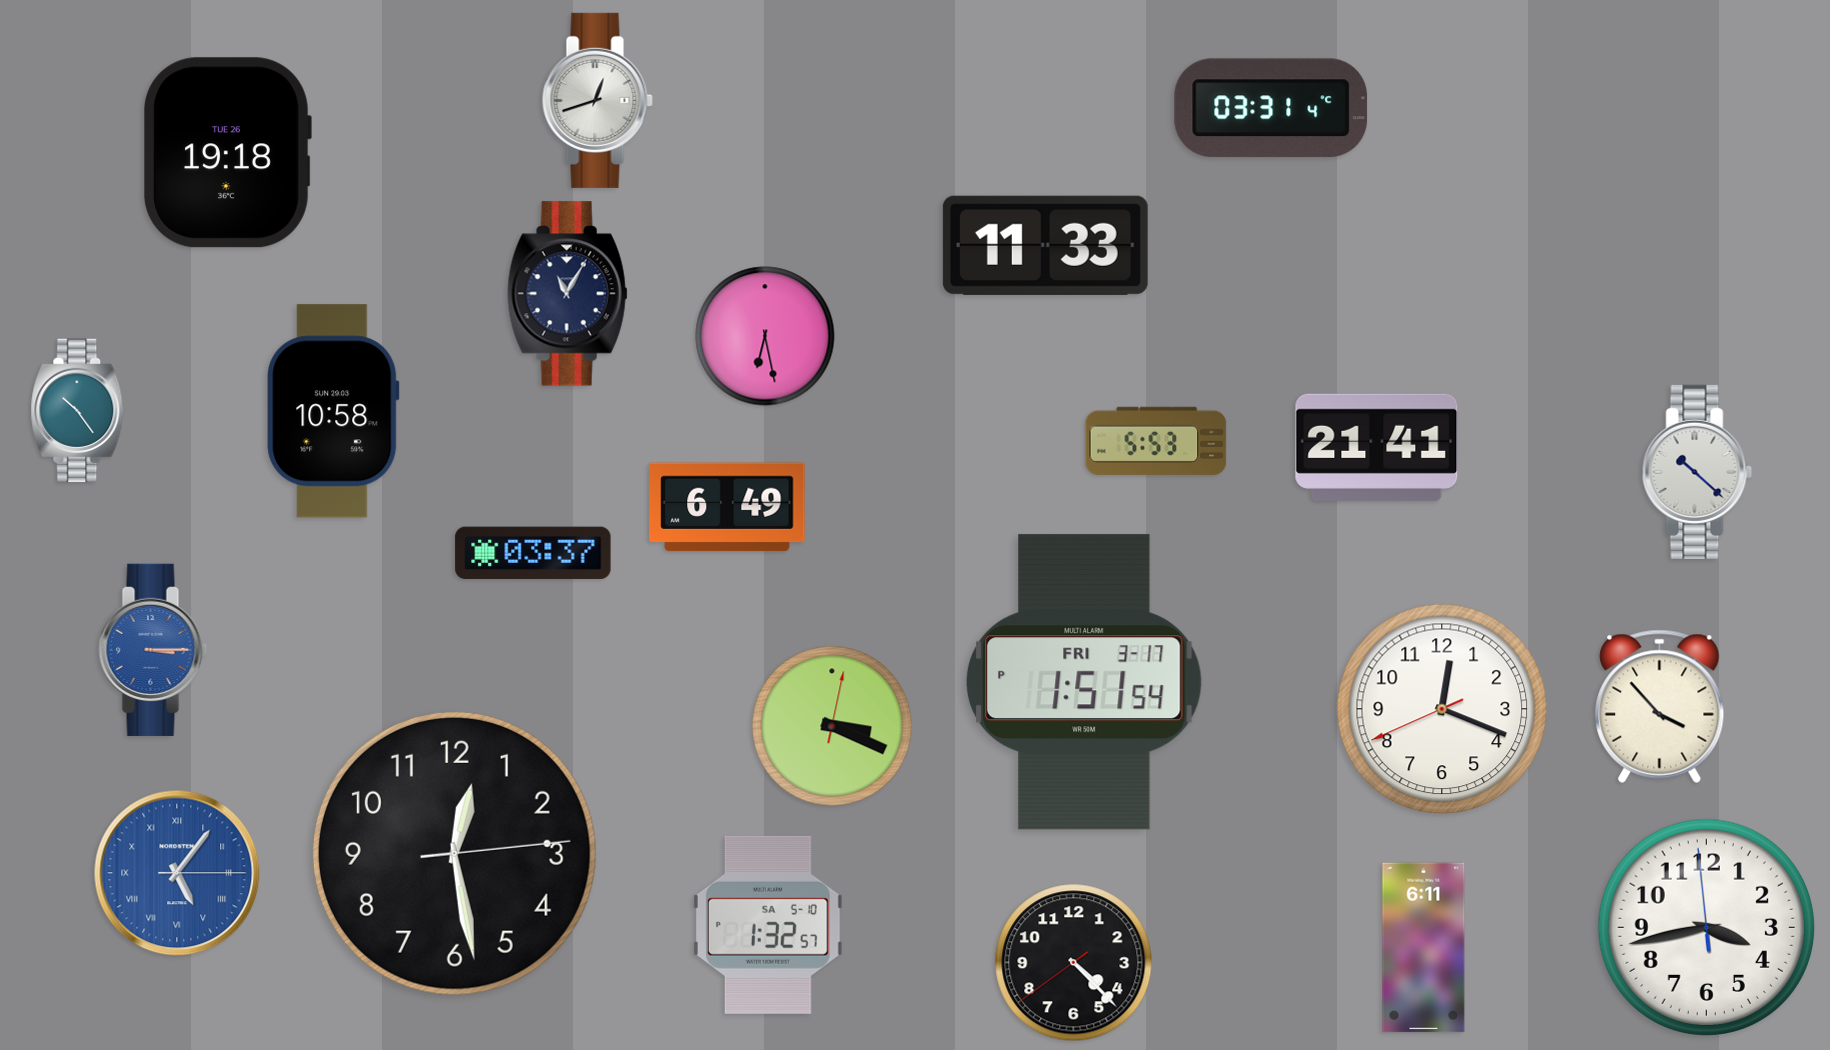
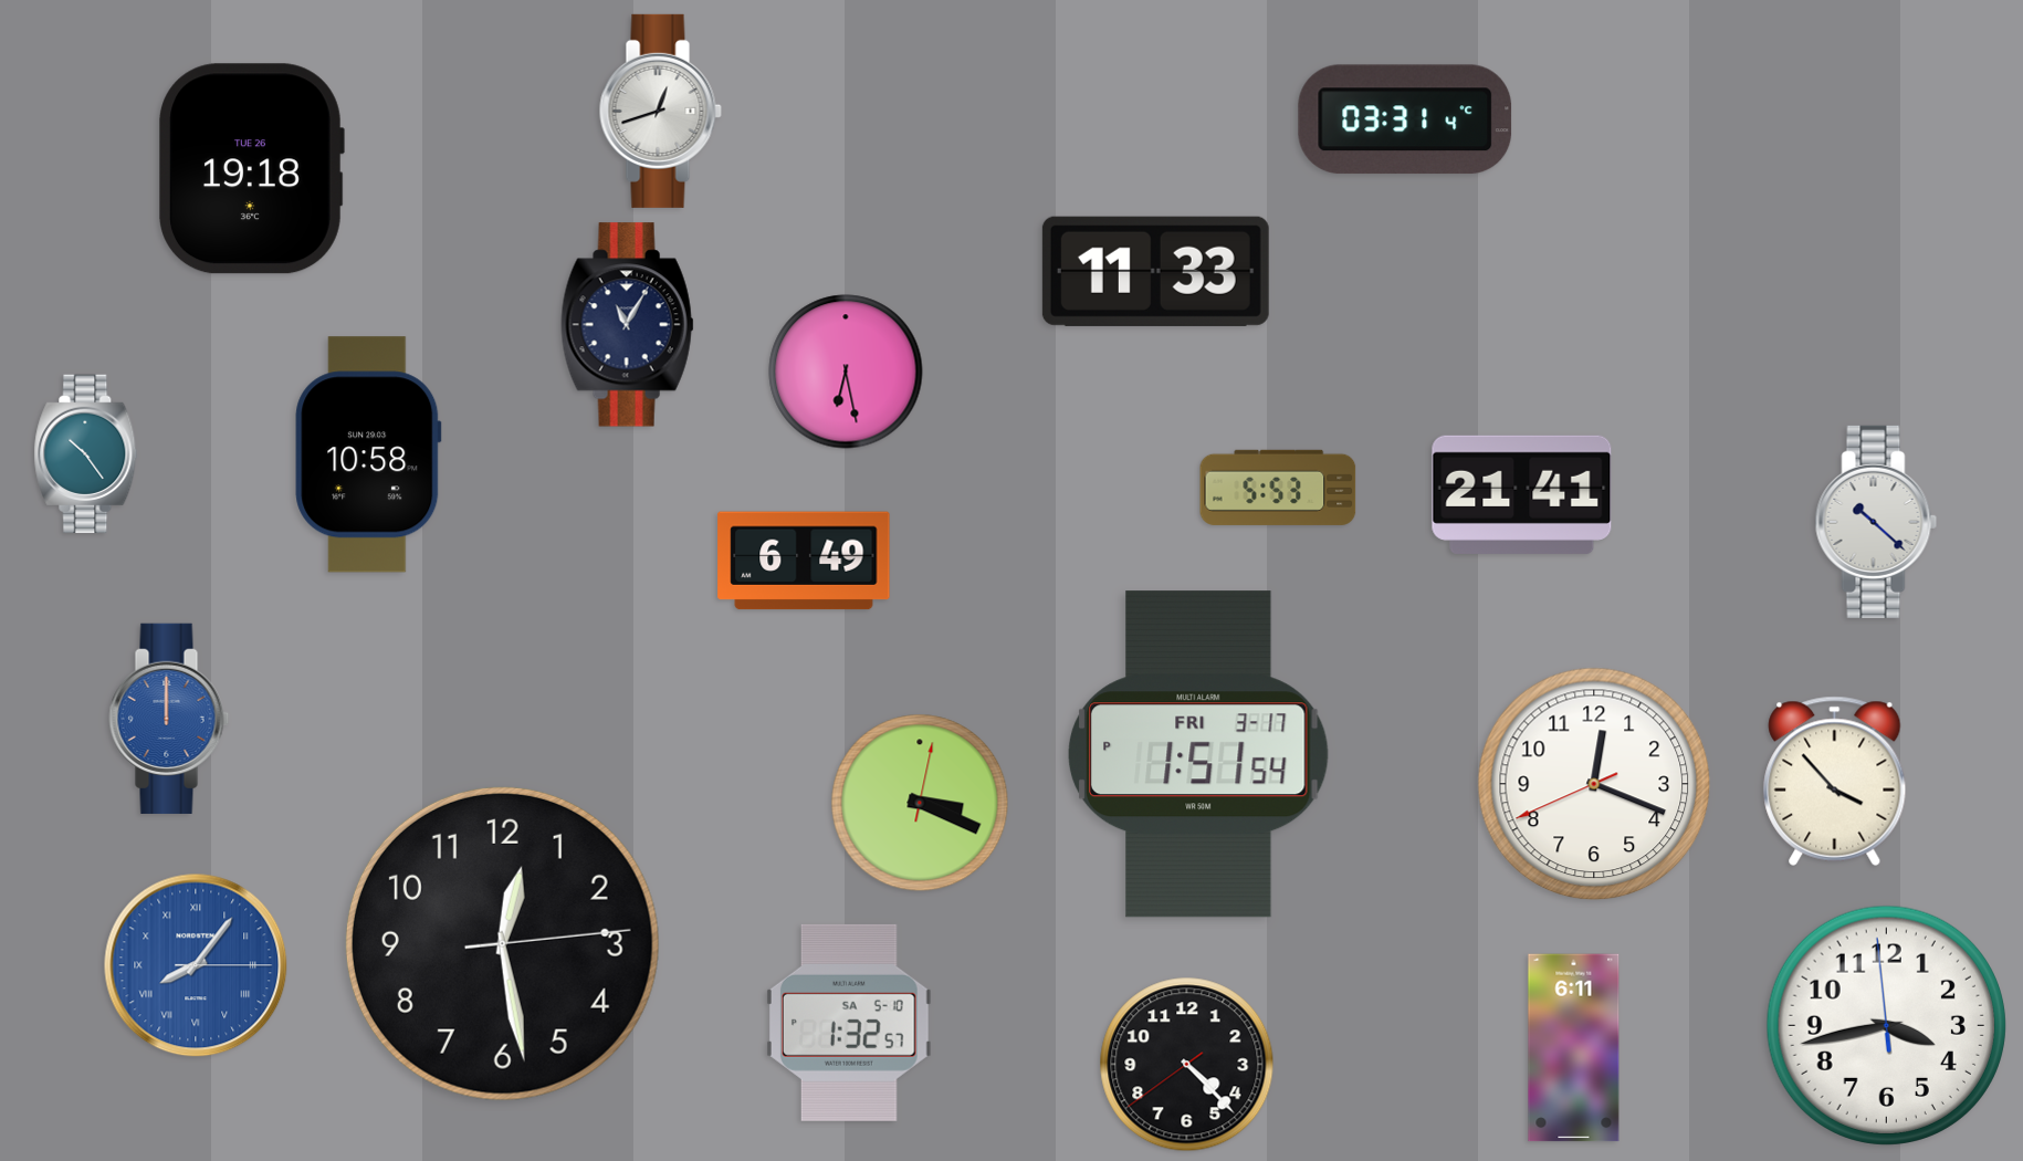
clock at (533, 553): 03:37 -> none
clock at (153, 650): 3:15 -> 12:00
clock at (177, 873): 5:06 -> 8:06
